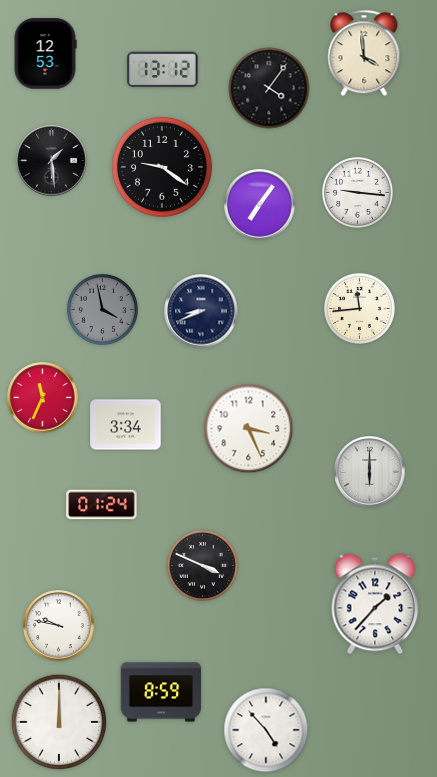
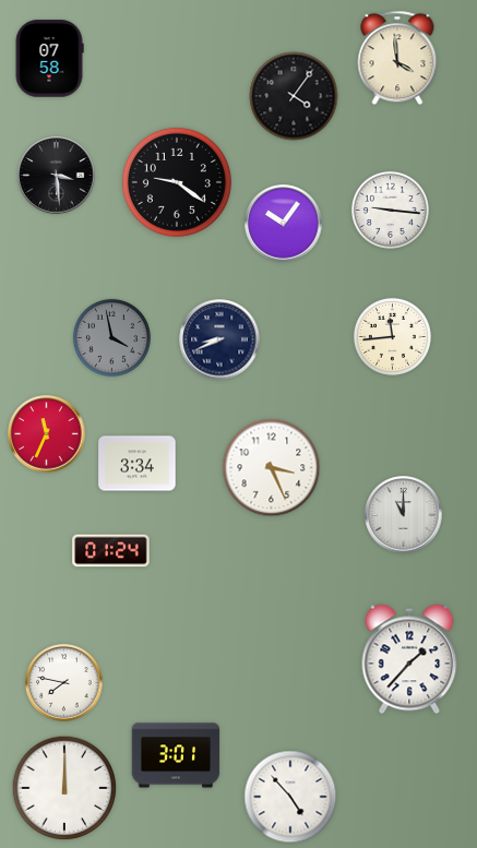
clock at (45, 54): 12:53 -> 07:58
clock at (163, 70): 13:12 -> none
clock at (52, 161): 1:29 -> 3:29
clock at (260, 205): 7:06 -> 10:06
clock at (370, 472): 6:00 -> 11:00
clock at (202, 565): 3:49 -> none
clock at (59, 626): 9:47 -> 7:47
clock at (161, 692): 8:59 -> 3:01
